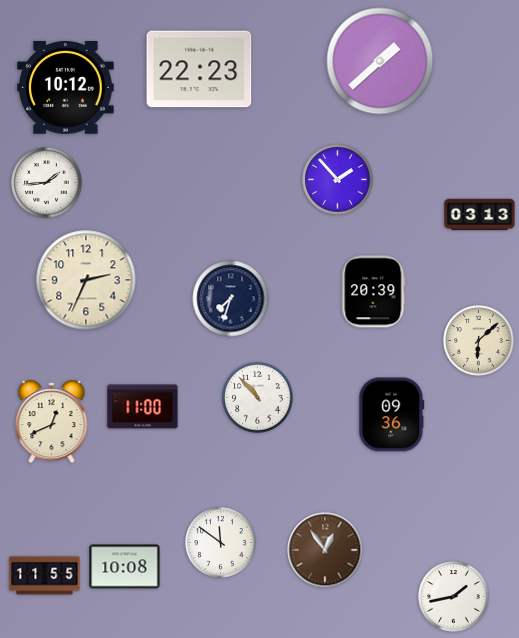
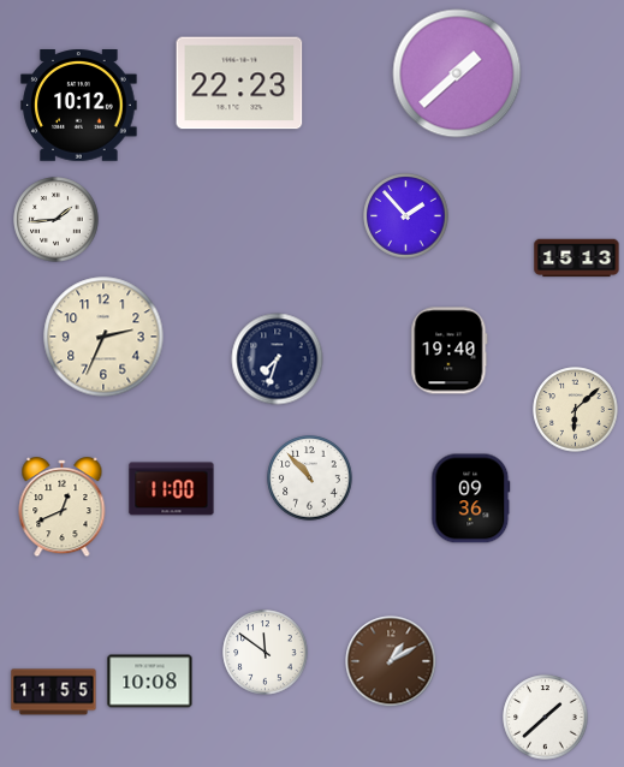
clock at (480, 215): 03:13 -> 15:13
clock at (374, 292): 20:39 -> 19:40
clock at (325, 550): 12:54 -> 1:10
clock at (454, 597): 1:43 -> 1:38
